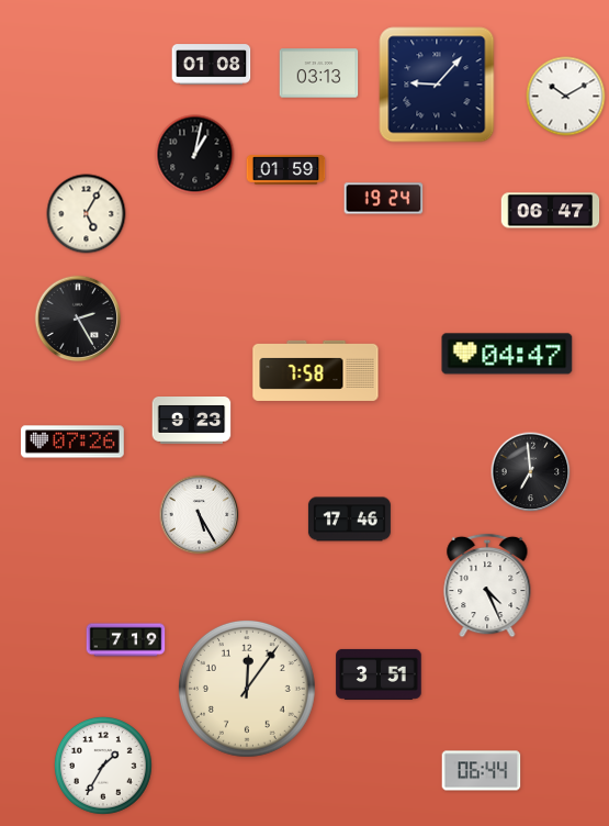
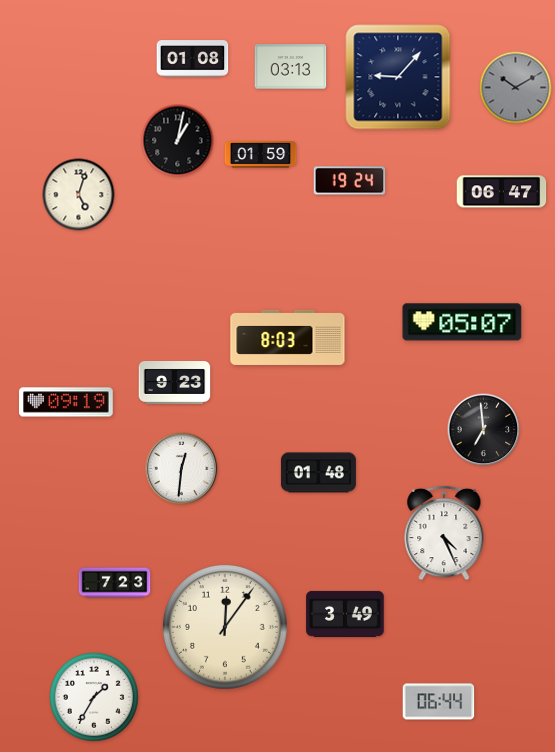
clock at (566, 97) dial: white -> grey
clock at (87, 214): 5:05 -> 5:03
clock at (78, 319): 2:25 -> none
clock at (507, 354): 04:47 -> 05:07
clock at (316, 370): 7:58 -> 8:03
clock at (72, 442): 07:26 -> 09:19
clock at (200, 515): 5:25 -> 12:31
clock at (349, 520): 17:46 -> 01:48
clock at (126, 640): 7:19 -> 7:23
clock at (379, 674): 3:51 -> 3:49
